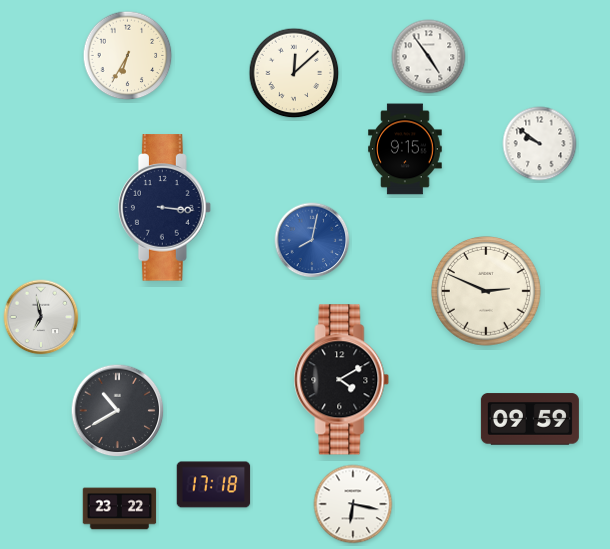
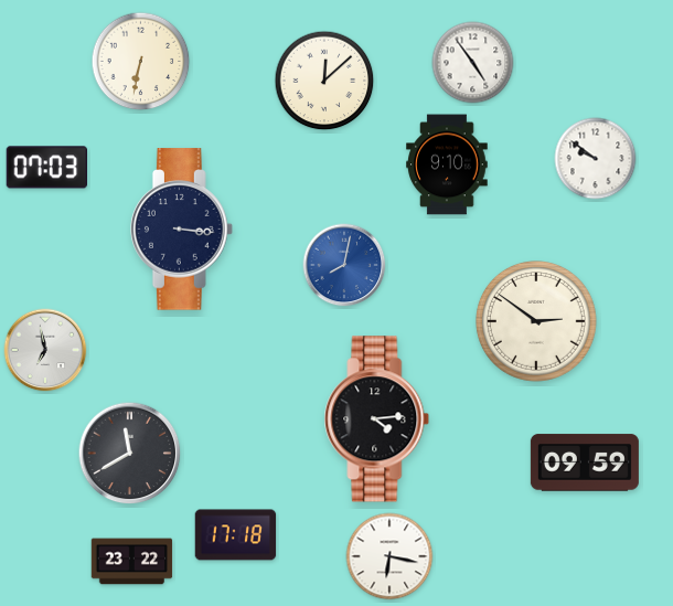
clock at (128, 56): 6:35 -> 6:32
clock at (405, 149): 9:15 -> 9:10
clock at (46, 168): none -> 07:03
clock at (487, 292): 2:49 -> 2:51
clock at (342, 380): 4:10 -> 4:14
clock at (118, 411): 10:40 -> 11:40
